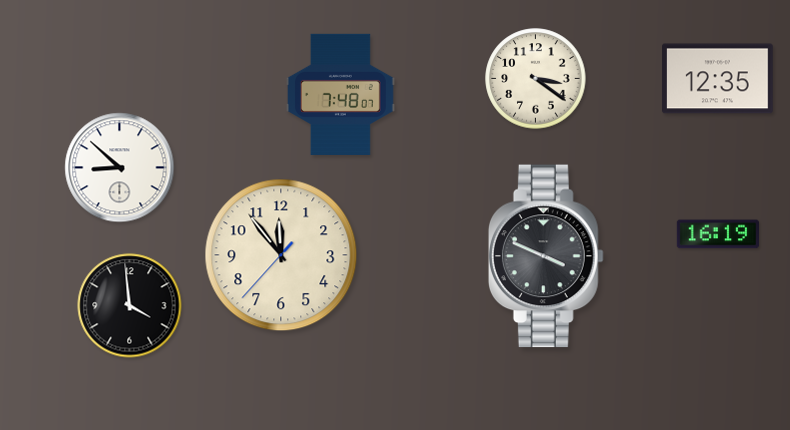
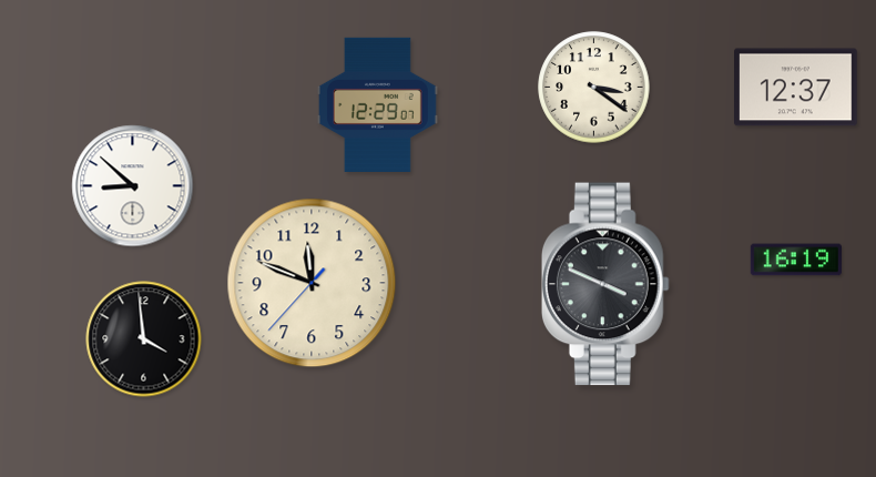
clock at (718, 79): 12:35 -> 12:37
clock at (340, 94): 7:48 -> 12:29
clock at (281, 255): 11:53 -> 11:48
